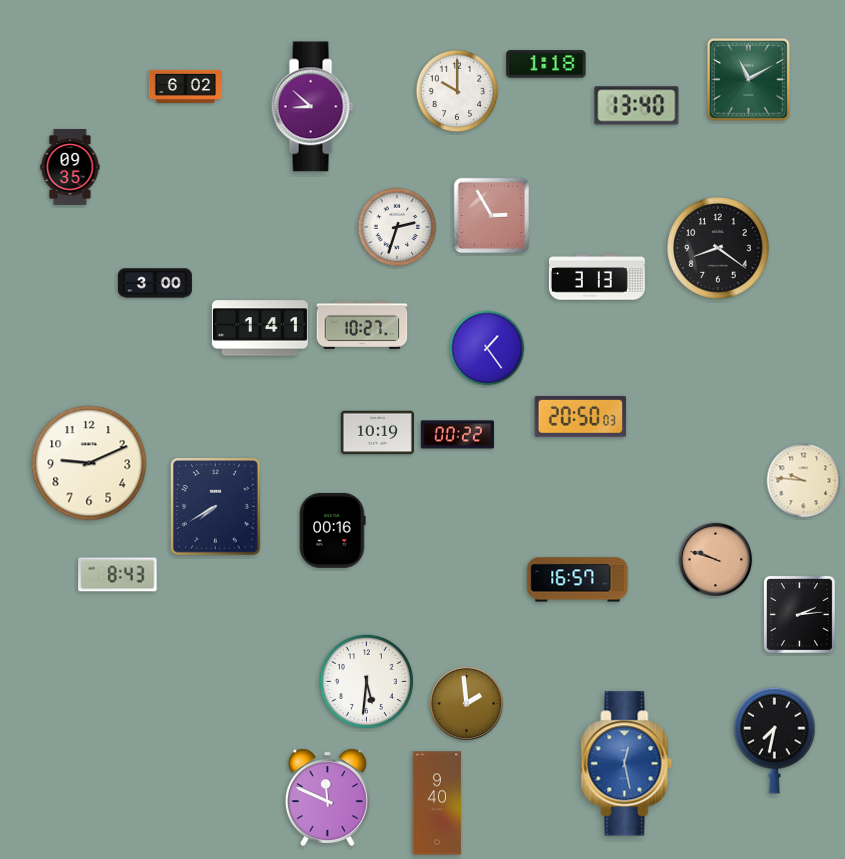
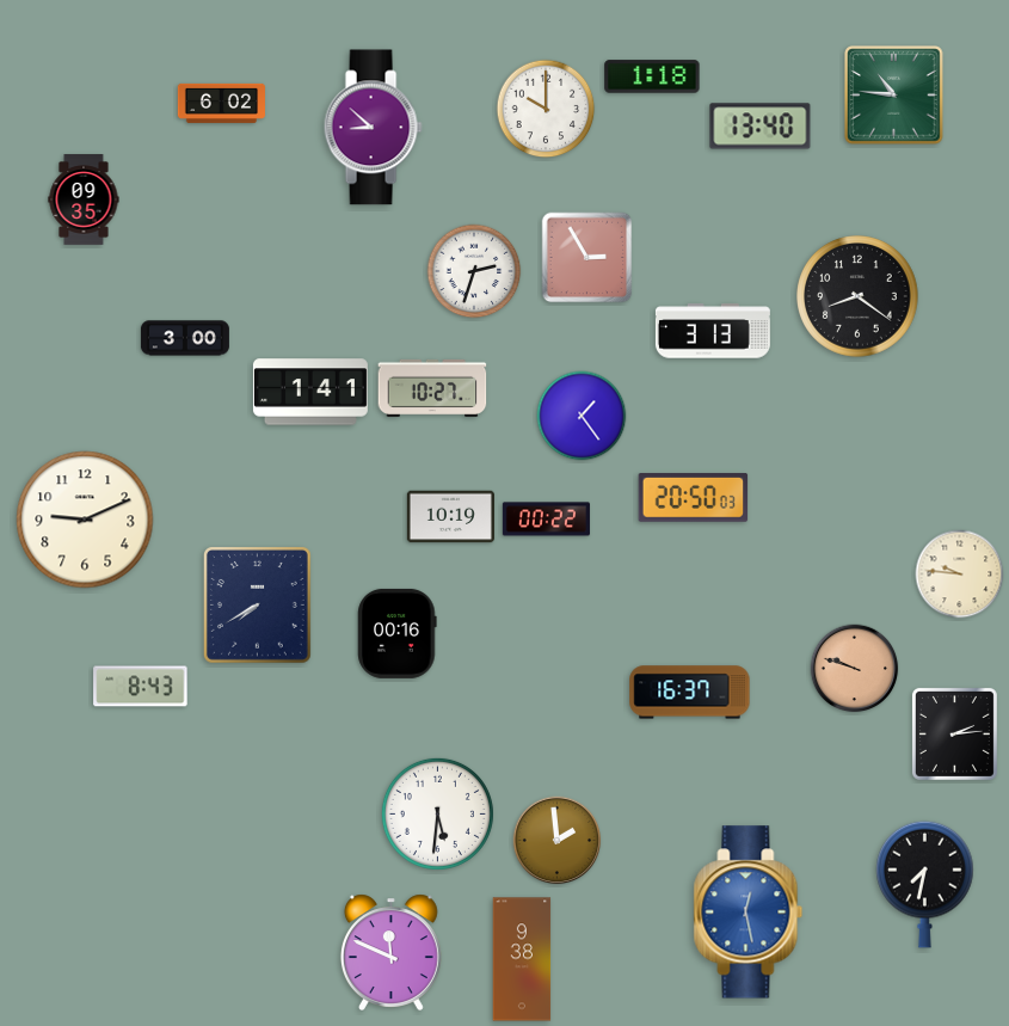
clock at (749, 80): 11:10 -> 10:46
clock at (89, 463) position: (89, 463) -> (85, 520)
clock at (578, 580): 16:57 -> 16:37
clock at (437, 803): 9:40 -> 9:38
